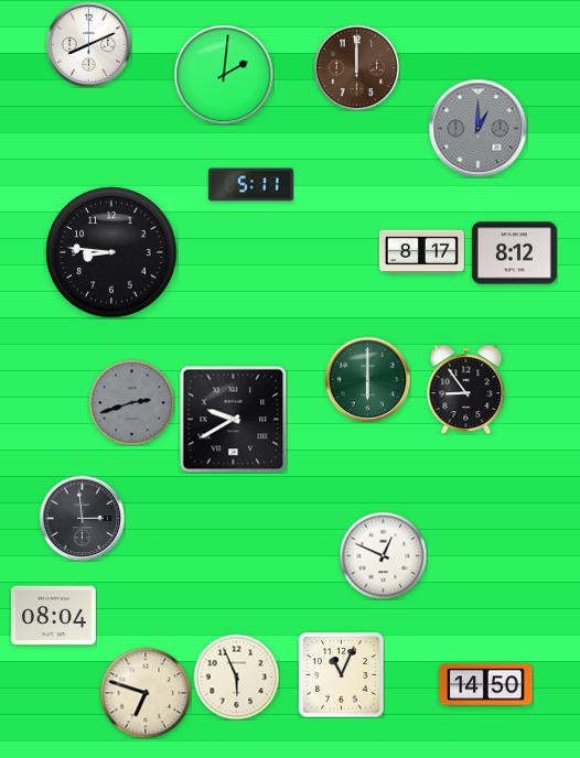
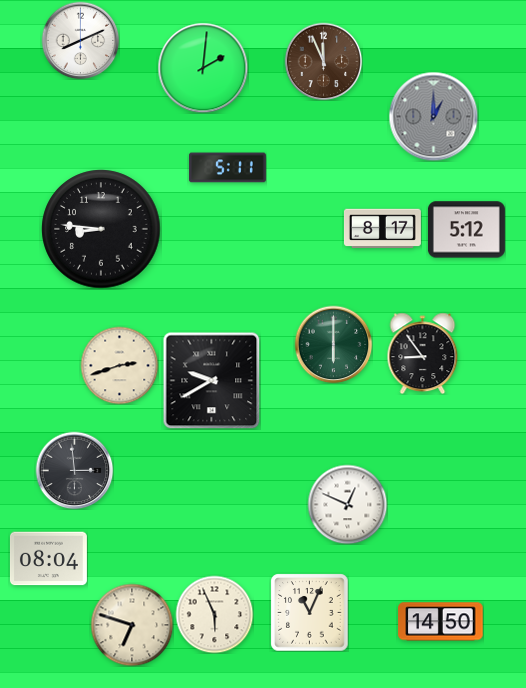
clock at (356, 67): 12:00 -> 11:56
clock at (514, 253): 8:12 -> 5:12
clock at (131, 402) dial: grey -> cream
clock at (146, 693) position: (146, 693) -> (132, 625)
